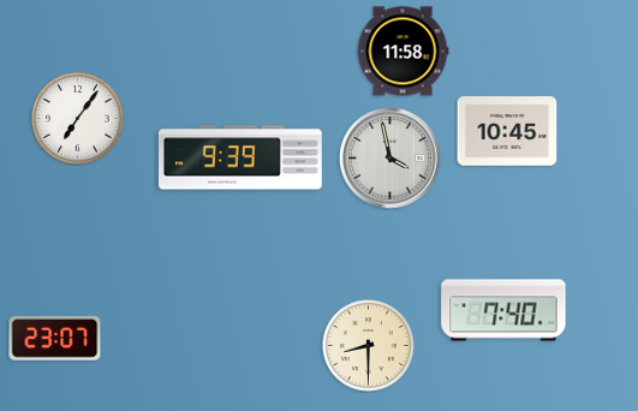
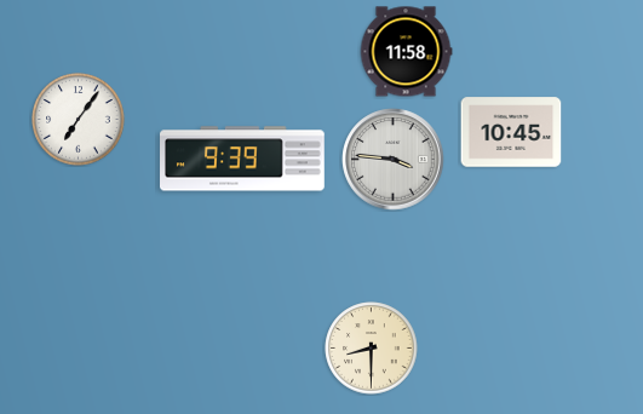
clock at (390, 159): 3:58 -> 3:46
clock at (503, 310): 7:40 -> none
clock at (55, 338): 23:07 -> none
